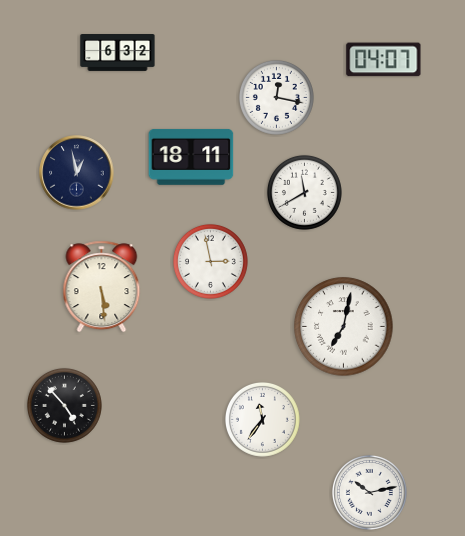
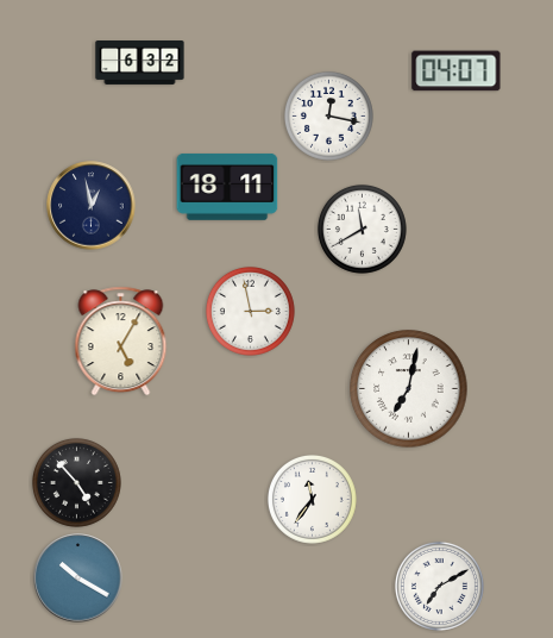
clock at (102, 287): 5:29 -> 5:05
clock at (78, 578): none -> 10:20
clock at (369, 492): 10:13 -> 7:10
